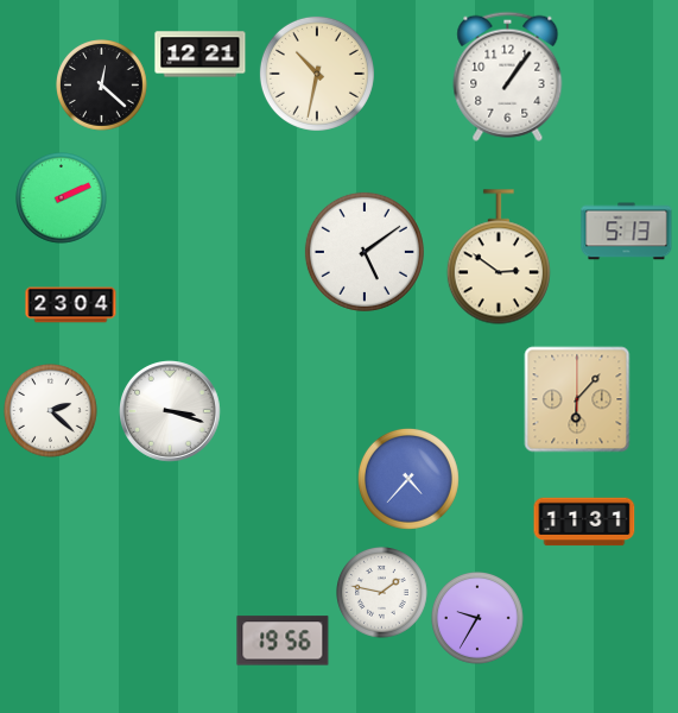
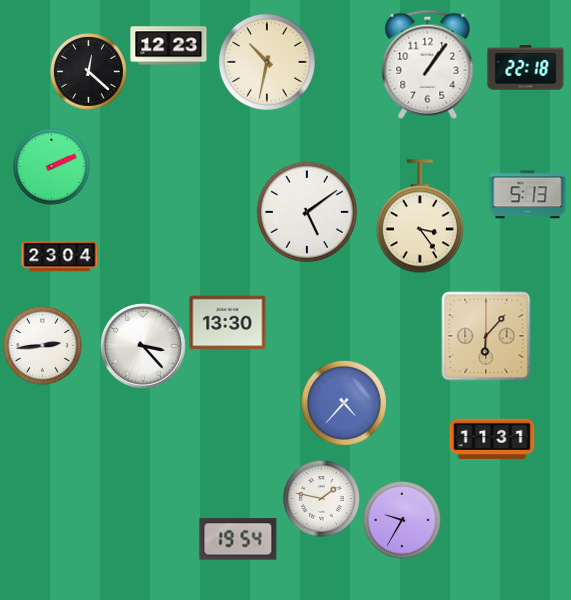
clock at (201, 55): 12:21 -> 12:23
clock at (526, 68): none -> 22:18
clock at (102, 86) position: (102, 86) -> (89, 72)
clock at (499, 257): 2:51 -> 3:24
clock at (228, 323): none -> 13:30
clock at (51, 411): 2:22 -> 2:44
clock at (171, 412): 3:18 -> 3:23
clock at (283, 641): 19:56 -> 19:54
